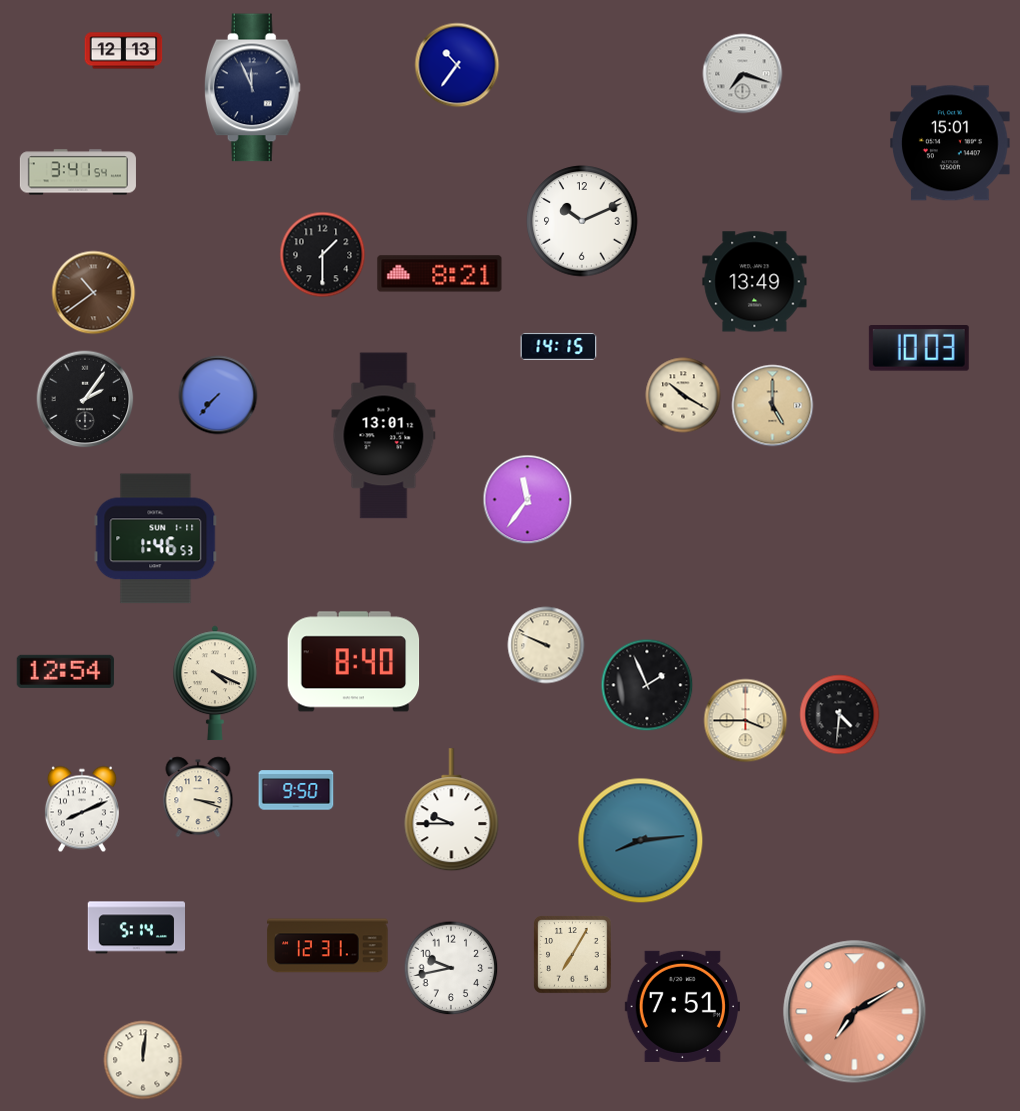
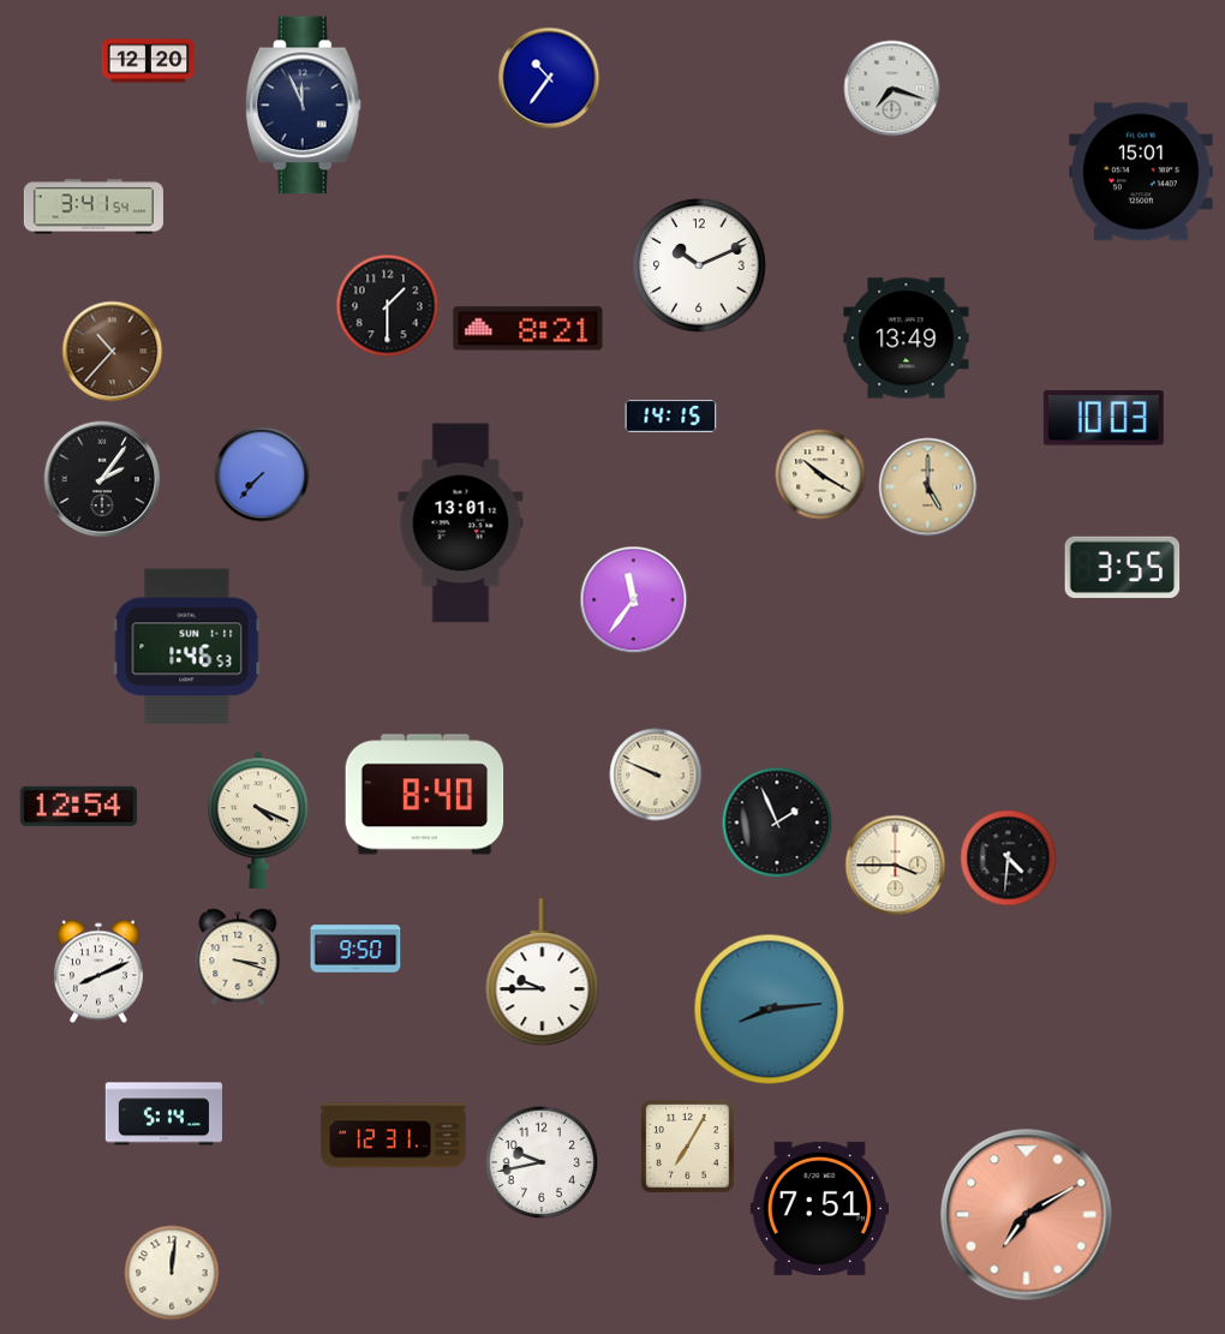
clock at (124, 51): 12:13 -> 12:20
clock at (94, 293): 10:39 -> 10:37
clock at (1123, 567): none -> 3:55
